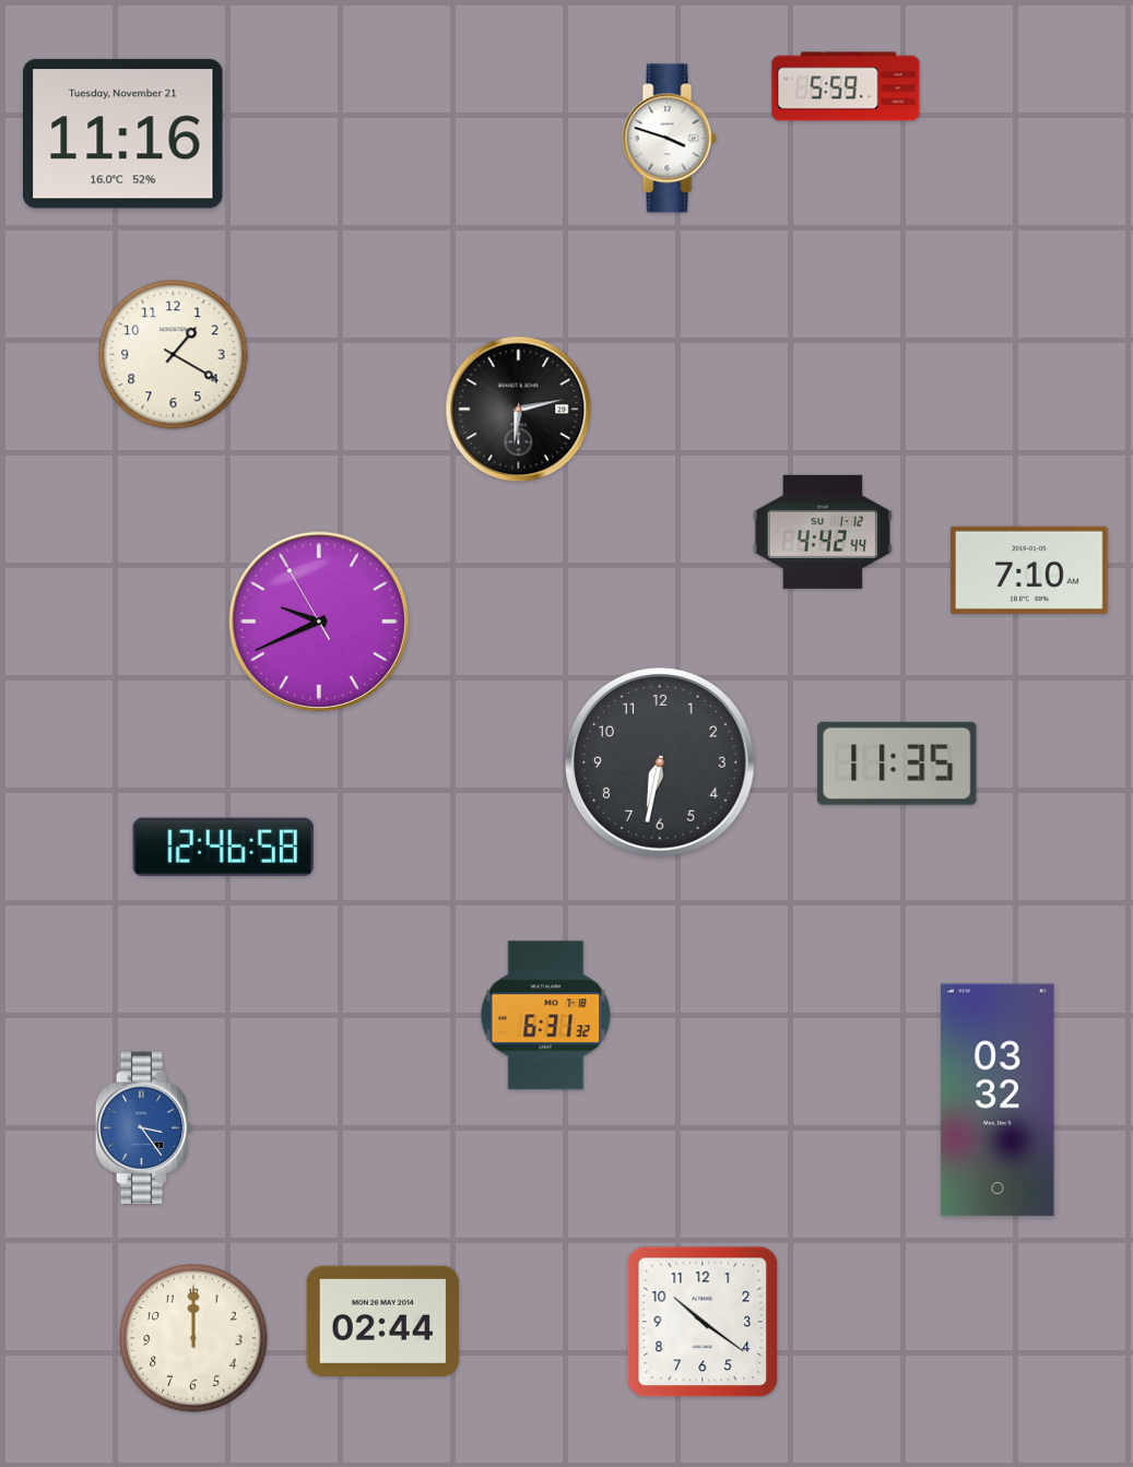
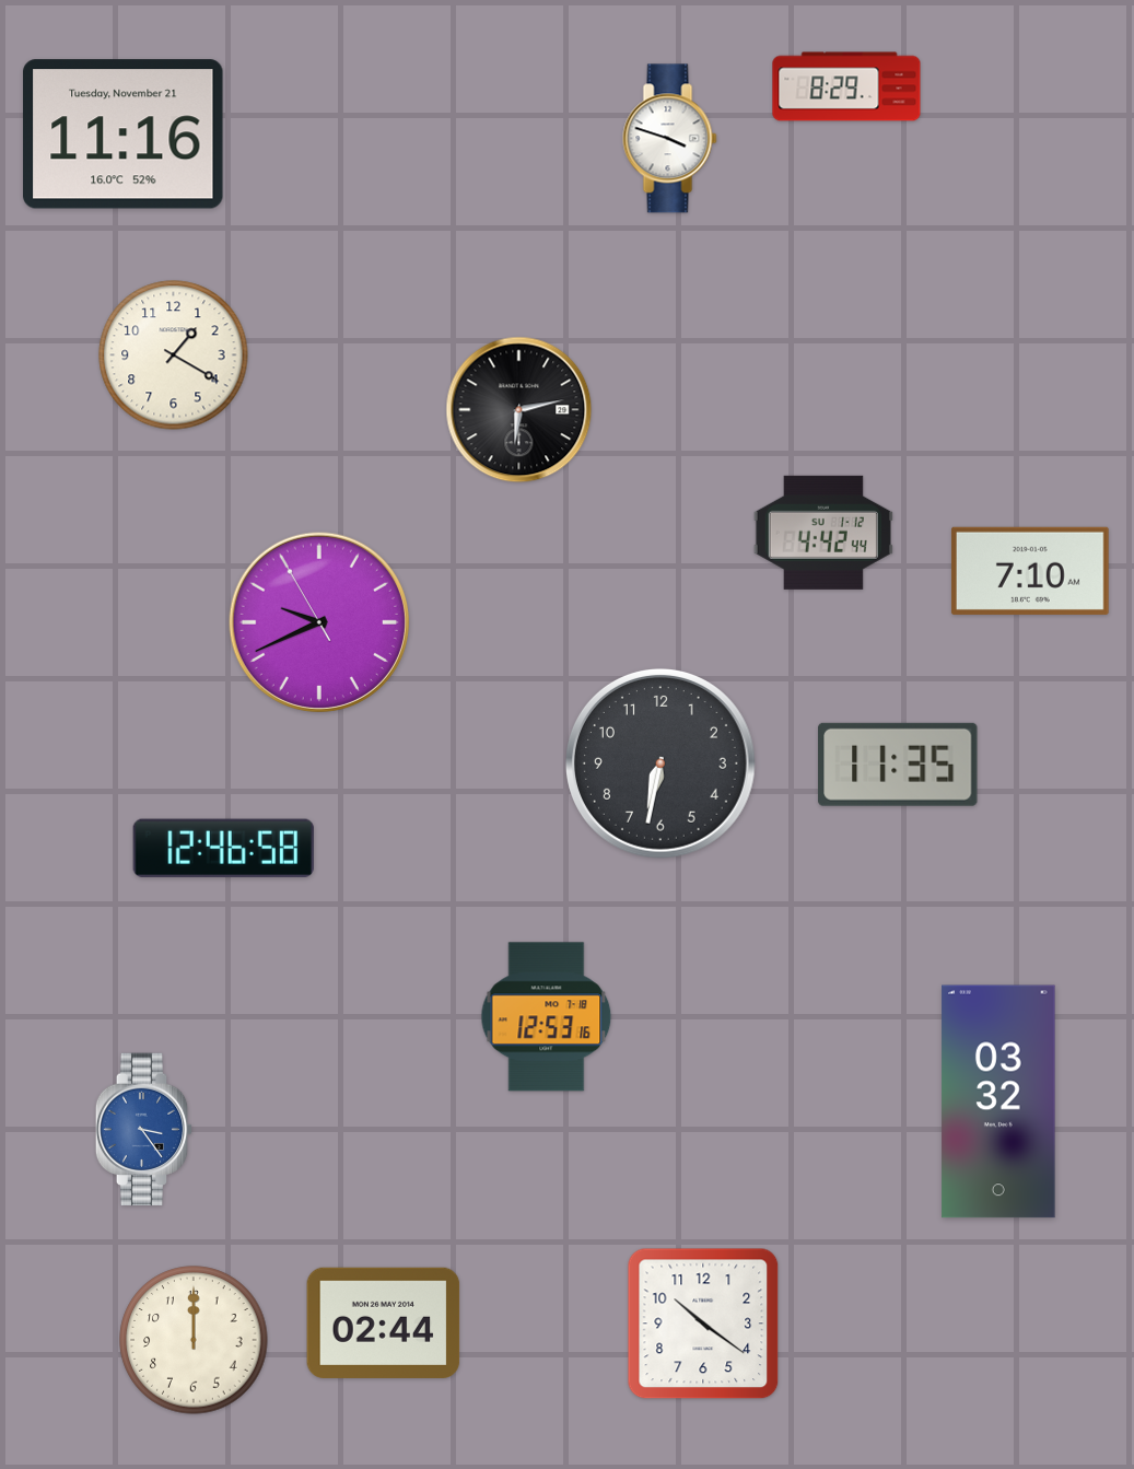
clock at (846, 86): 5:59 -> 8:29
clock at (546, 1016): 6:31 -> 12:53
